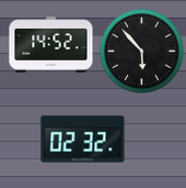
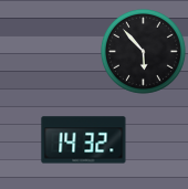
clock at (51, 45): 14:52 -> none
clock at (83, 140): 02:32 -> 14:32
